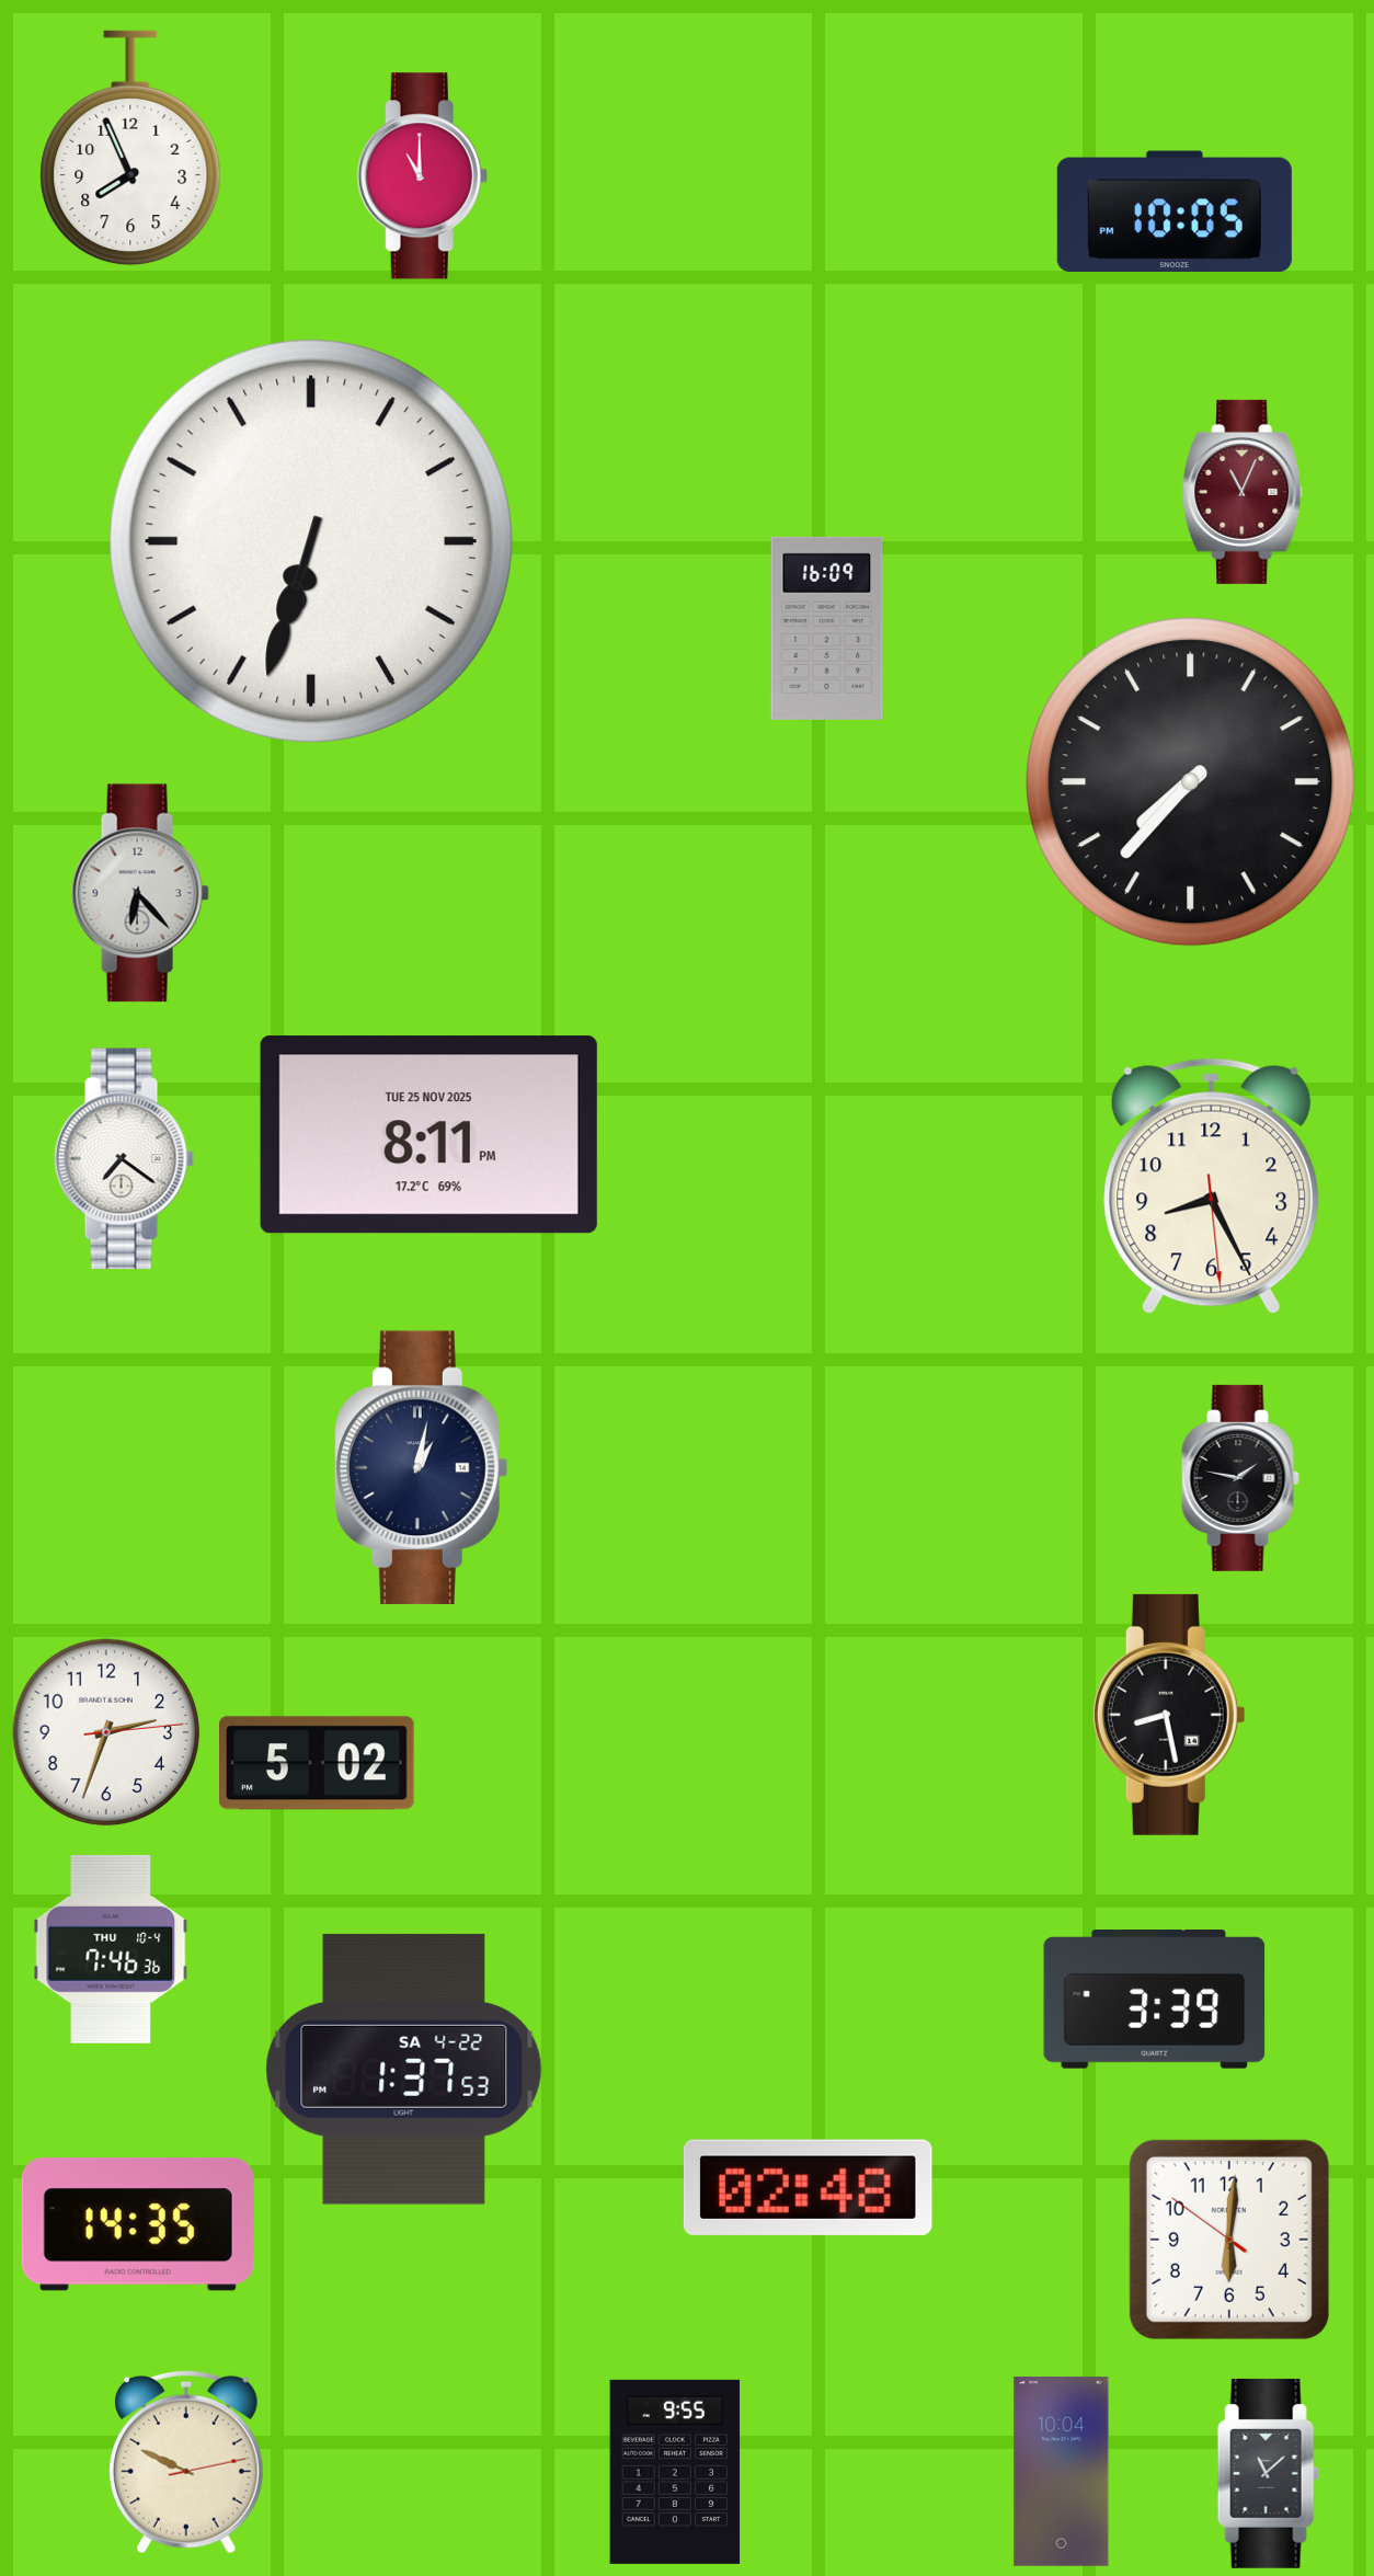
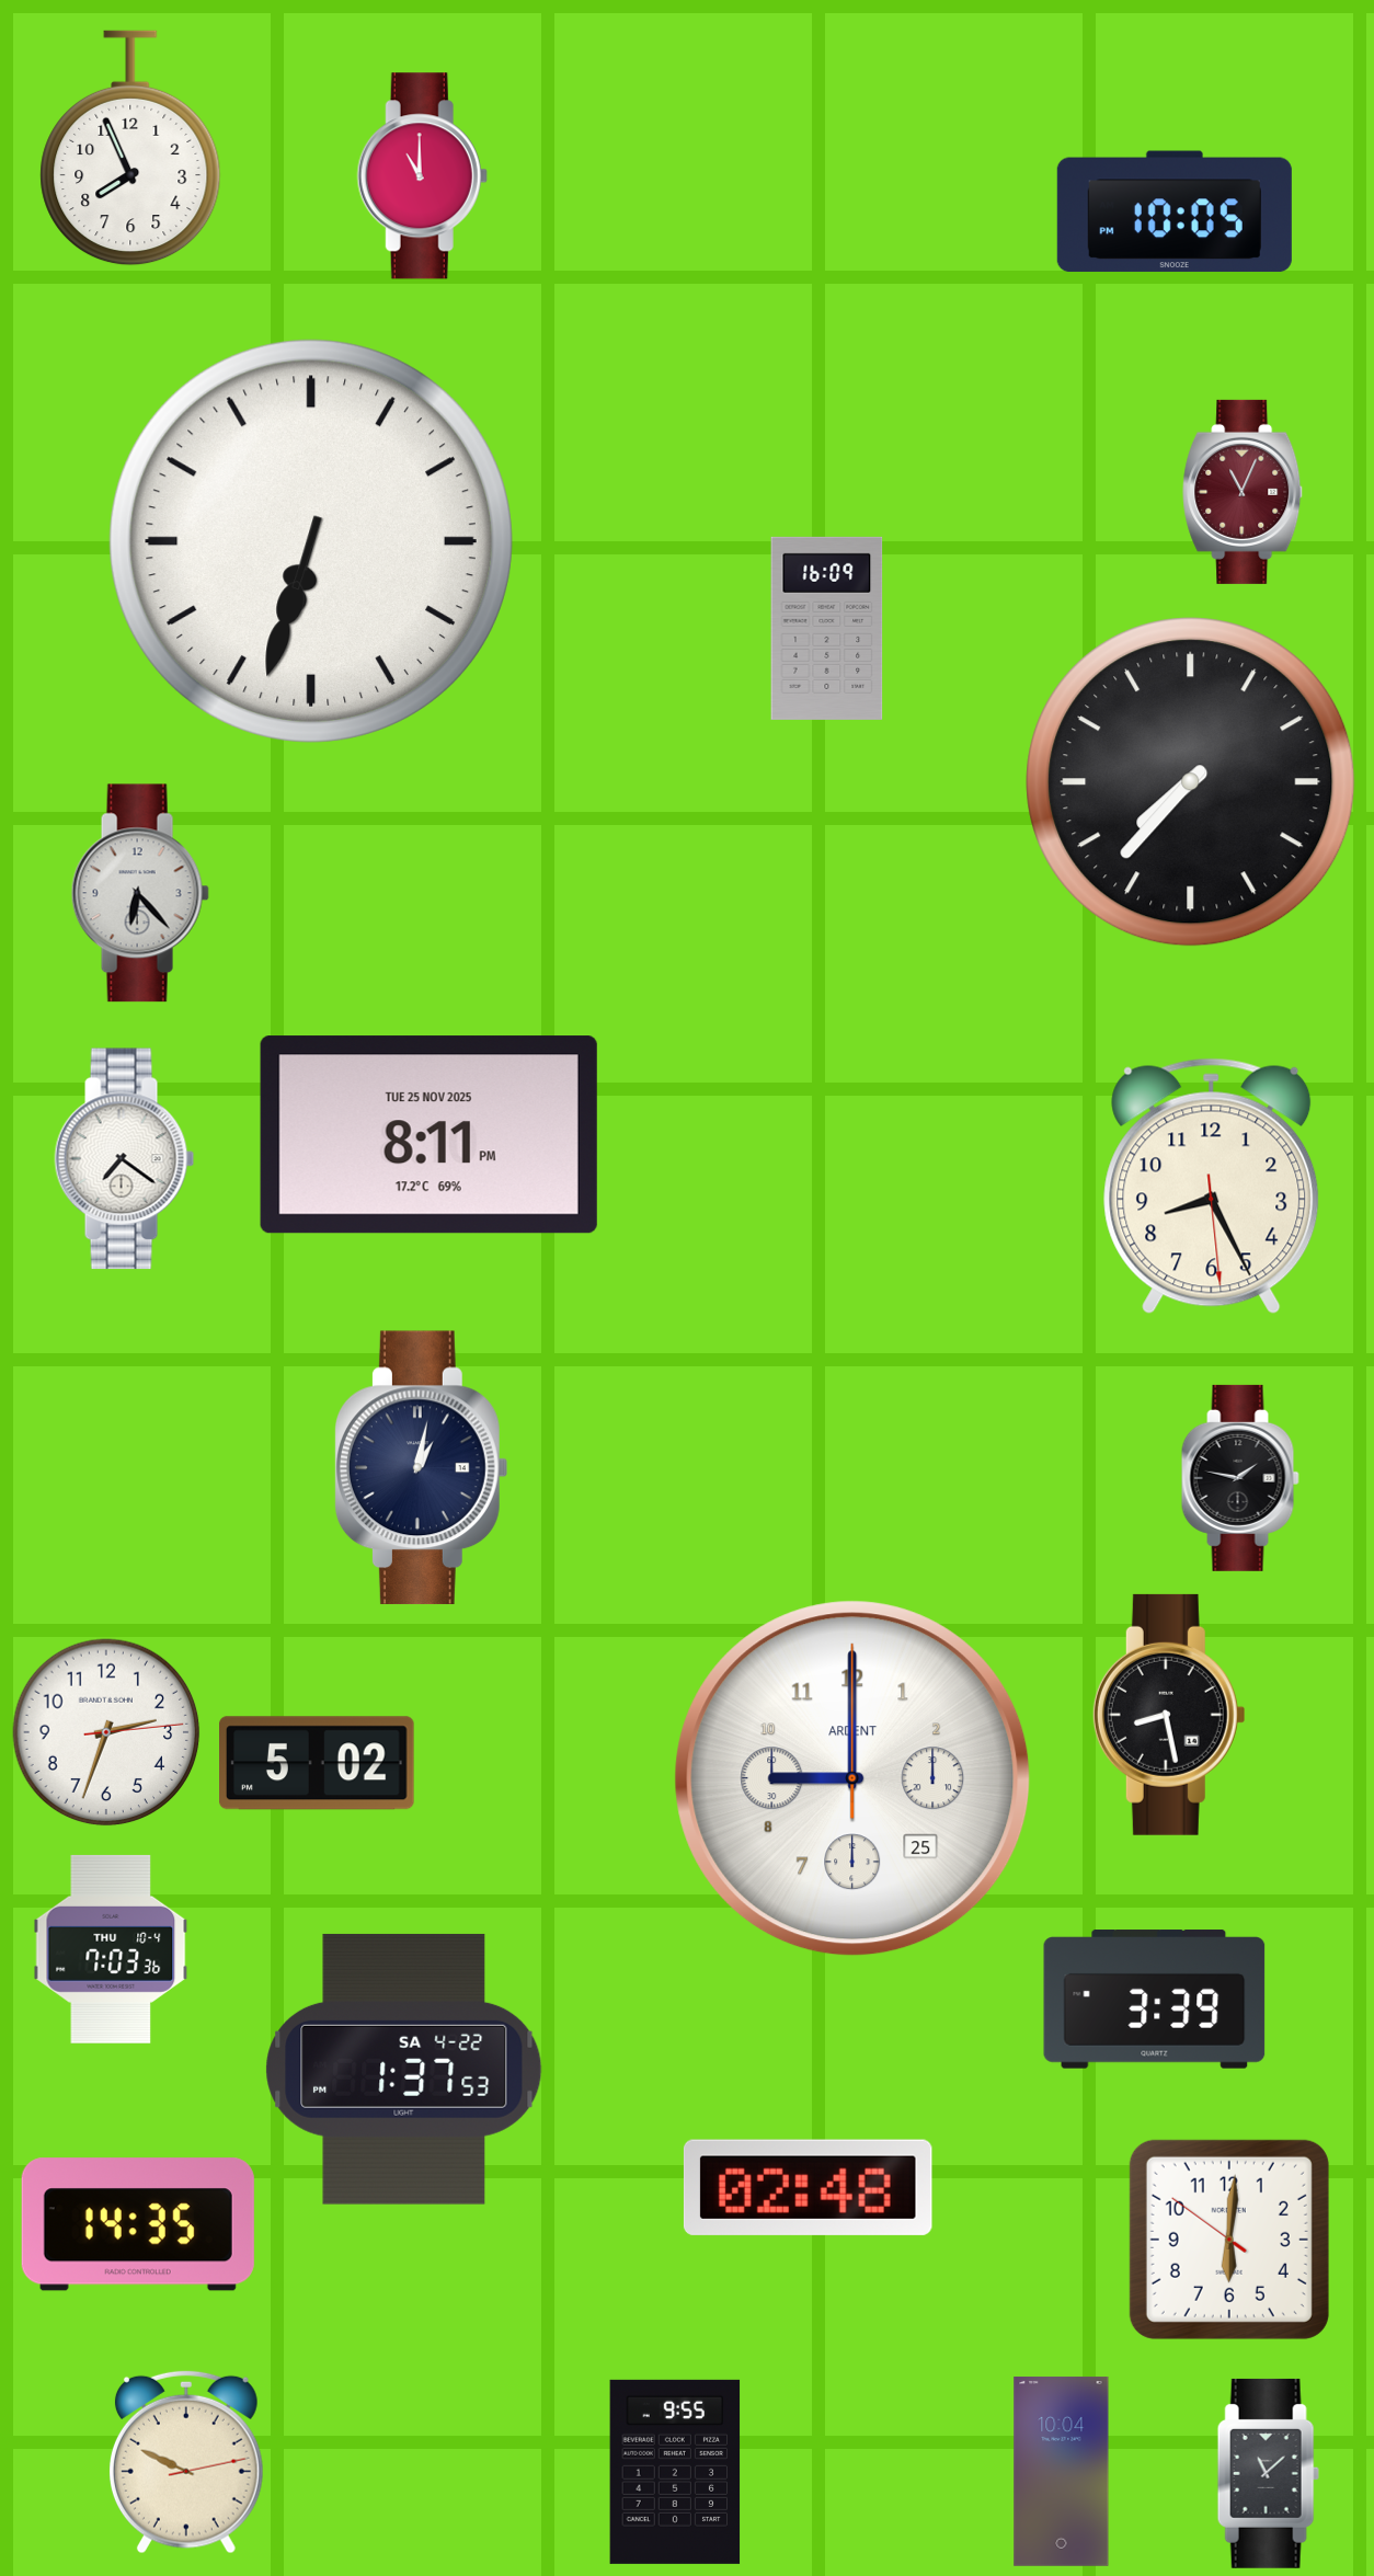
clock at (852, 1778): none -> 9:00
clock at (111, 1949): 7:46 -> 7:03
